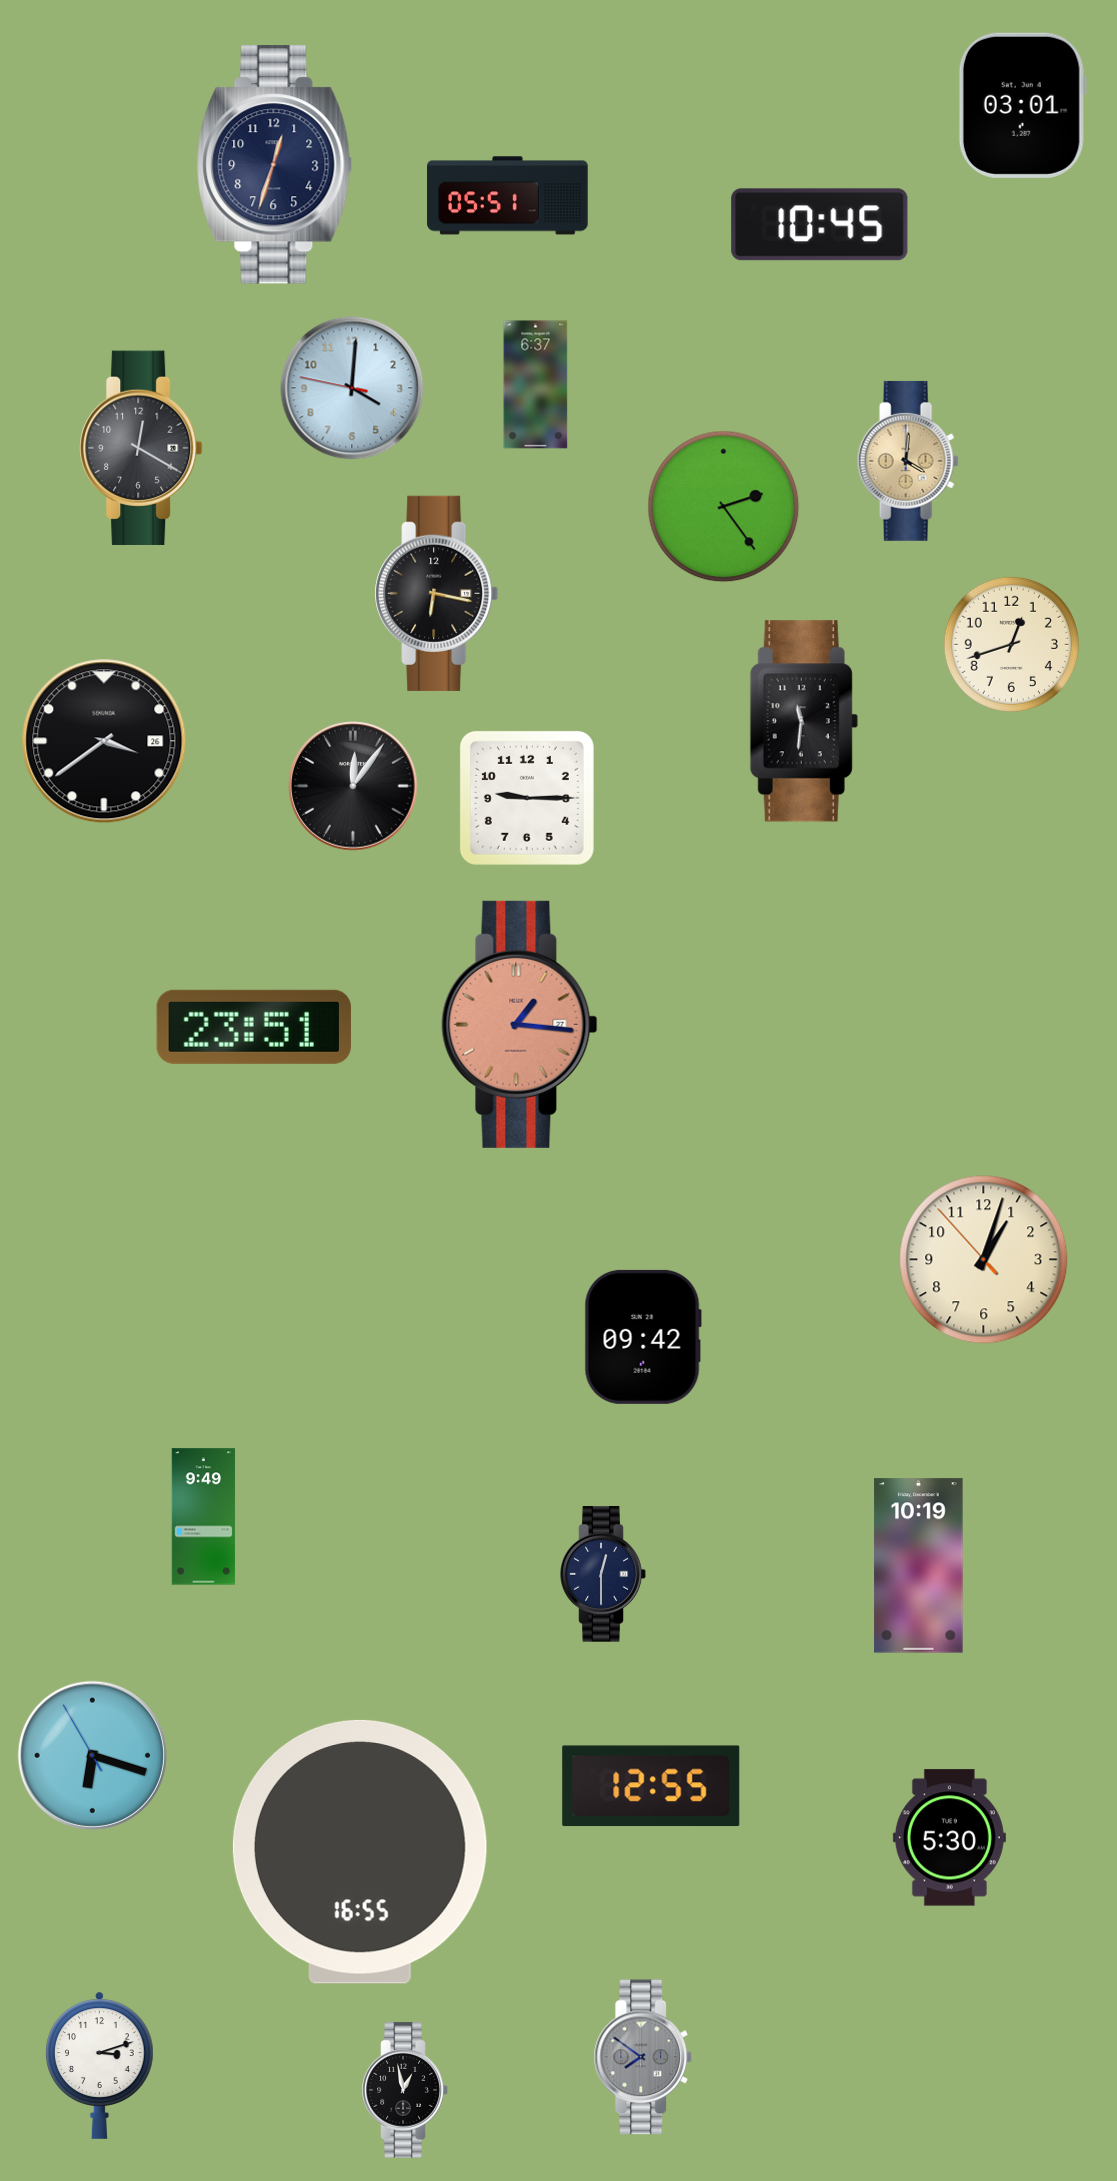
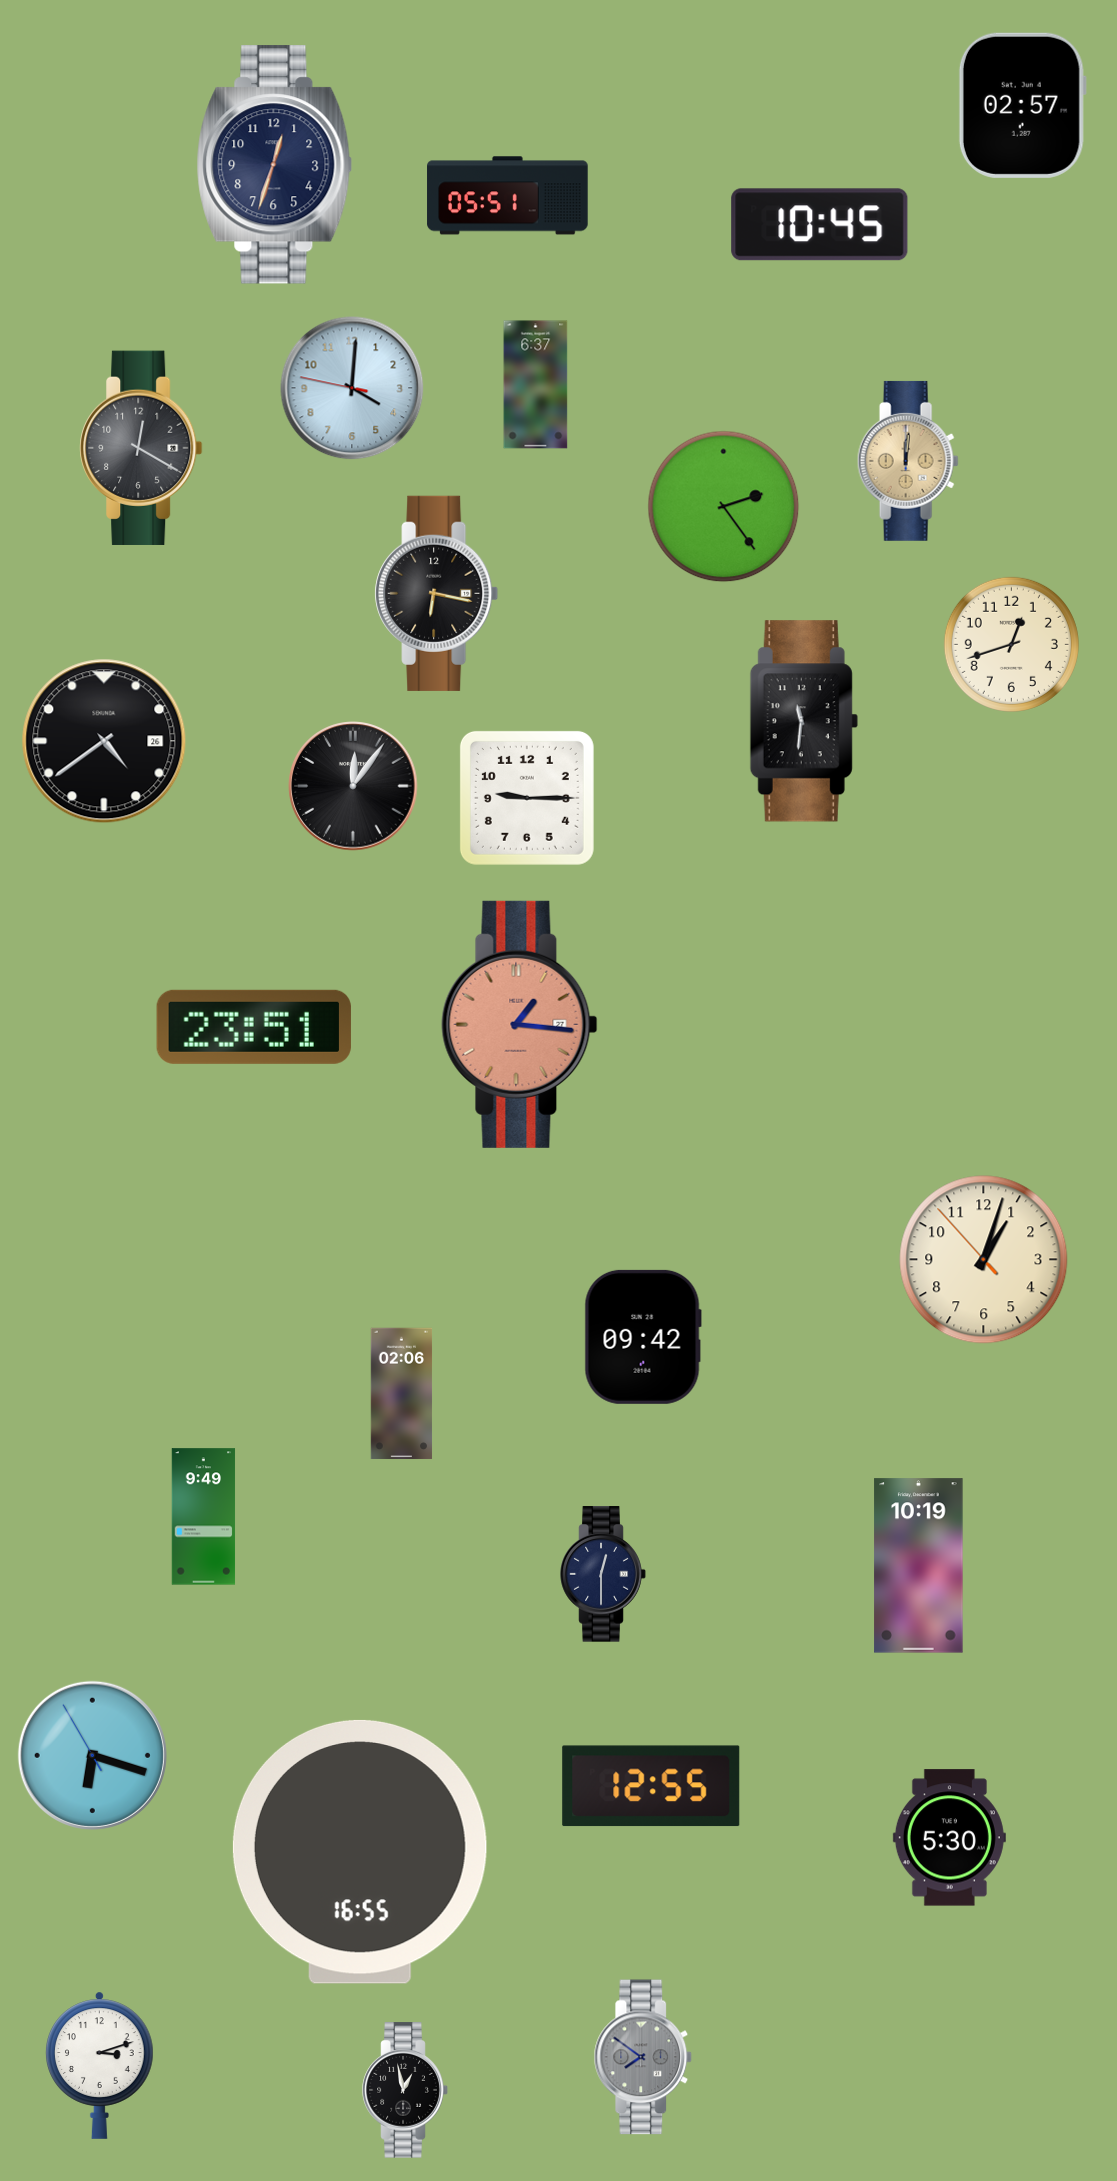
clock at (1022, 105): 03:01 -> 02:57
clock at (908, 461): 4:01 -> 12:01
clock at (104, 741): 3:39 -> 4:39
clock at (402, 1394): none -> 02:06
